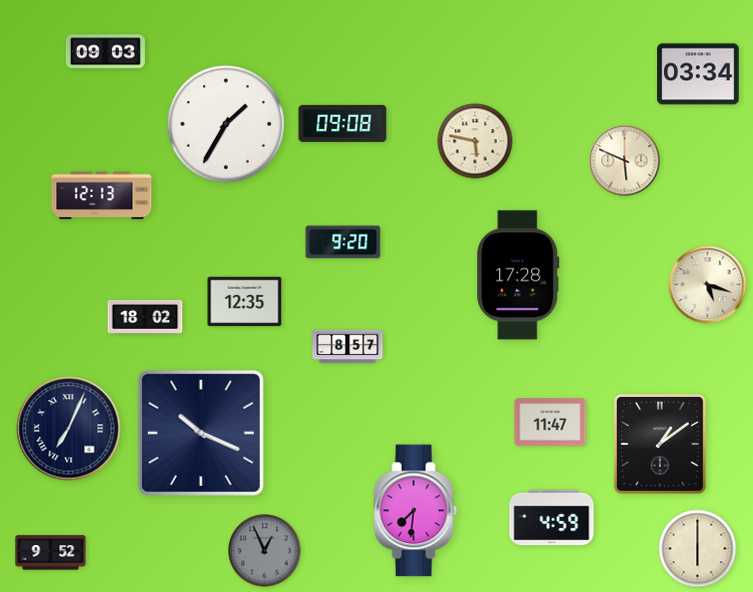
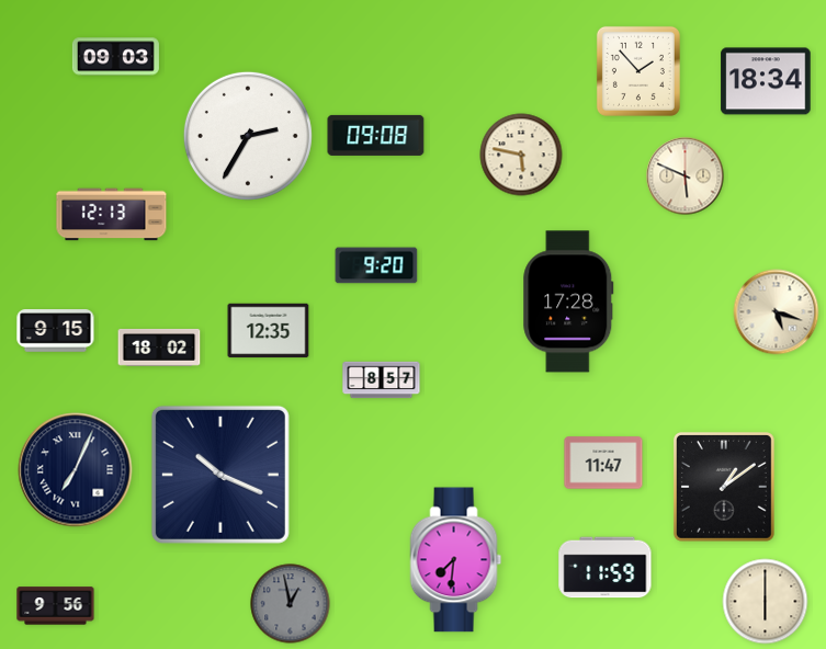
clock at (638, 71): none -> 1:53
clock at (698, 74): 03:34 -> 18:34
clock at (226, 124): 1:35 -> 2:35
clock at (56, 331): none -> 9:15
clock at (552, 518): 4:59 -> 11:59
clock at (265, 551): 12:56 -> 12:58
clock at (51, 553): 9:52 -> 9:56
